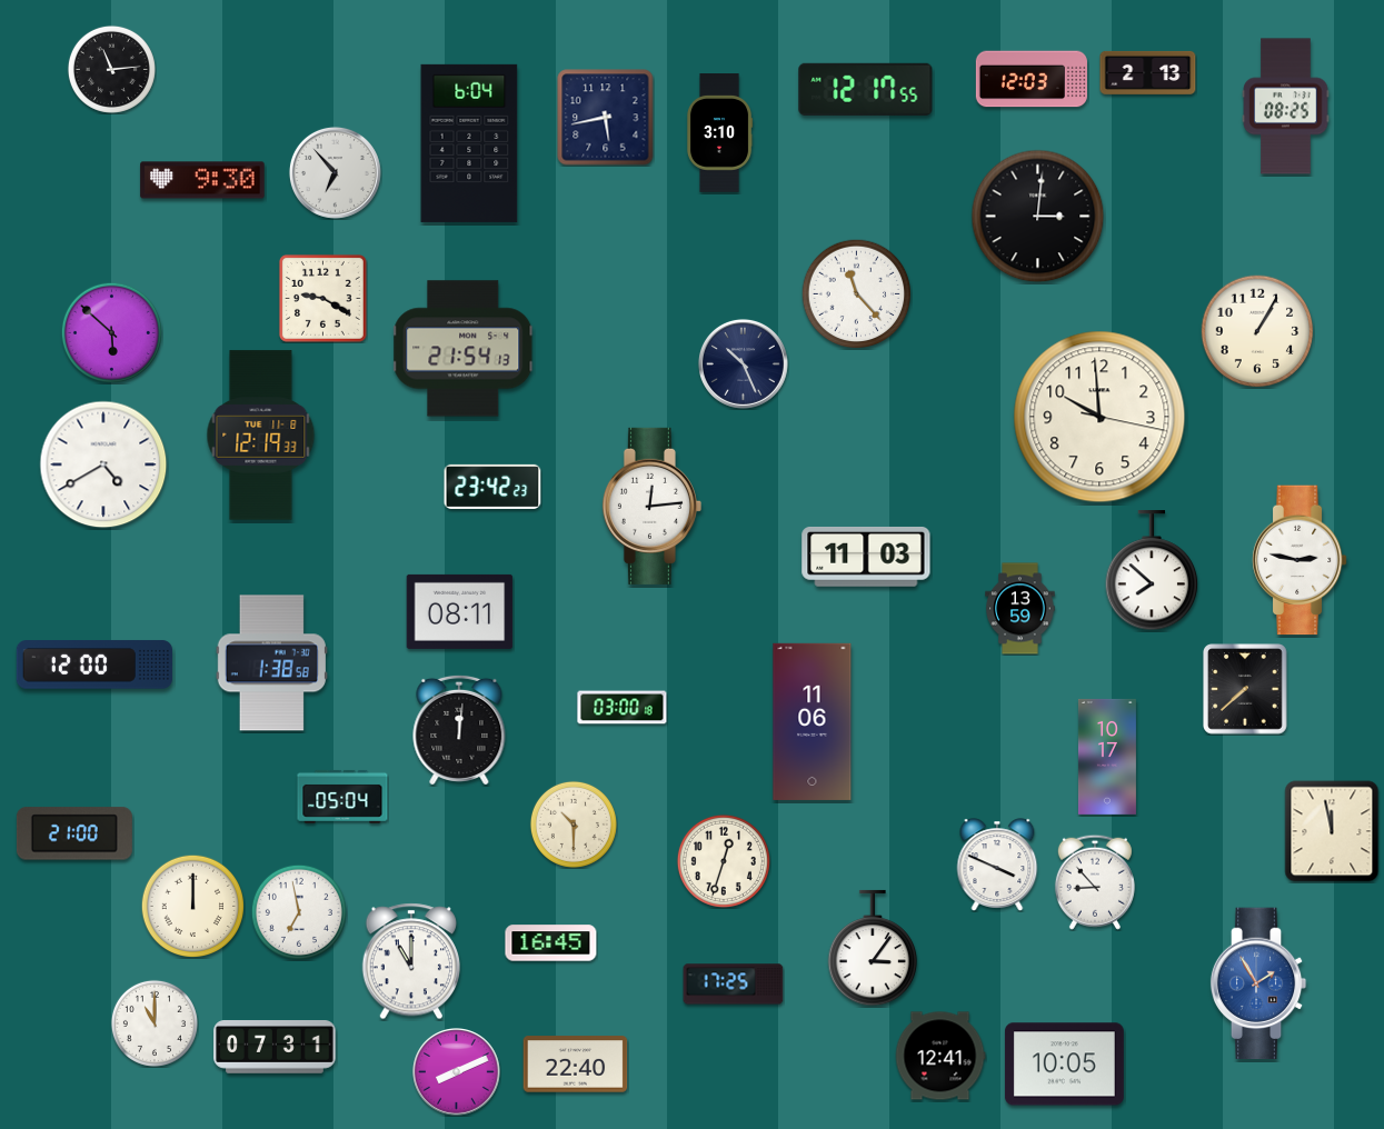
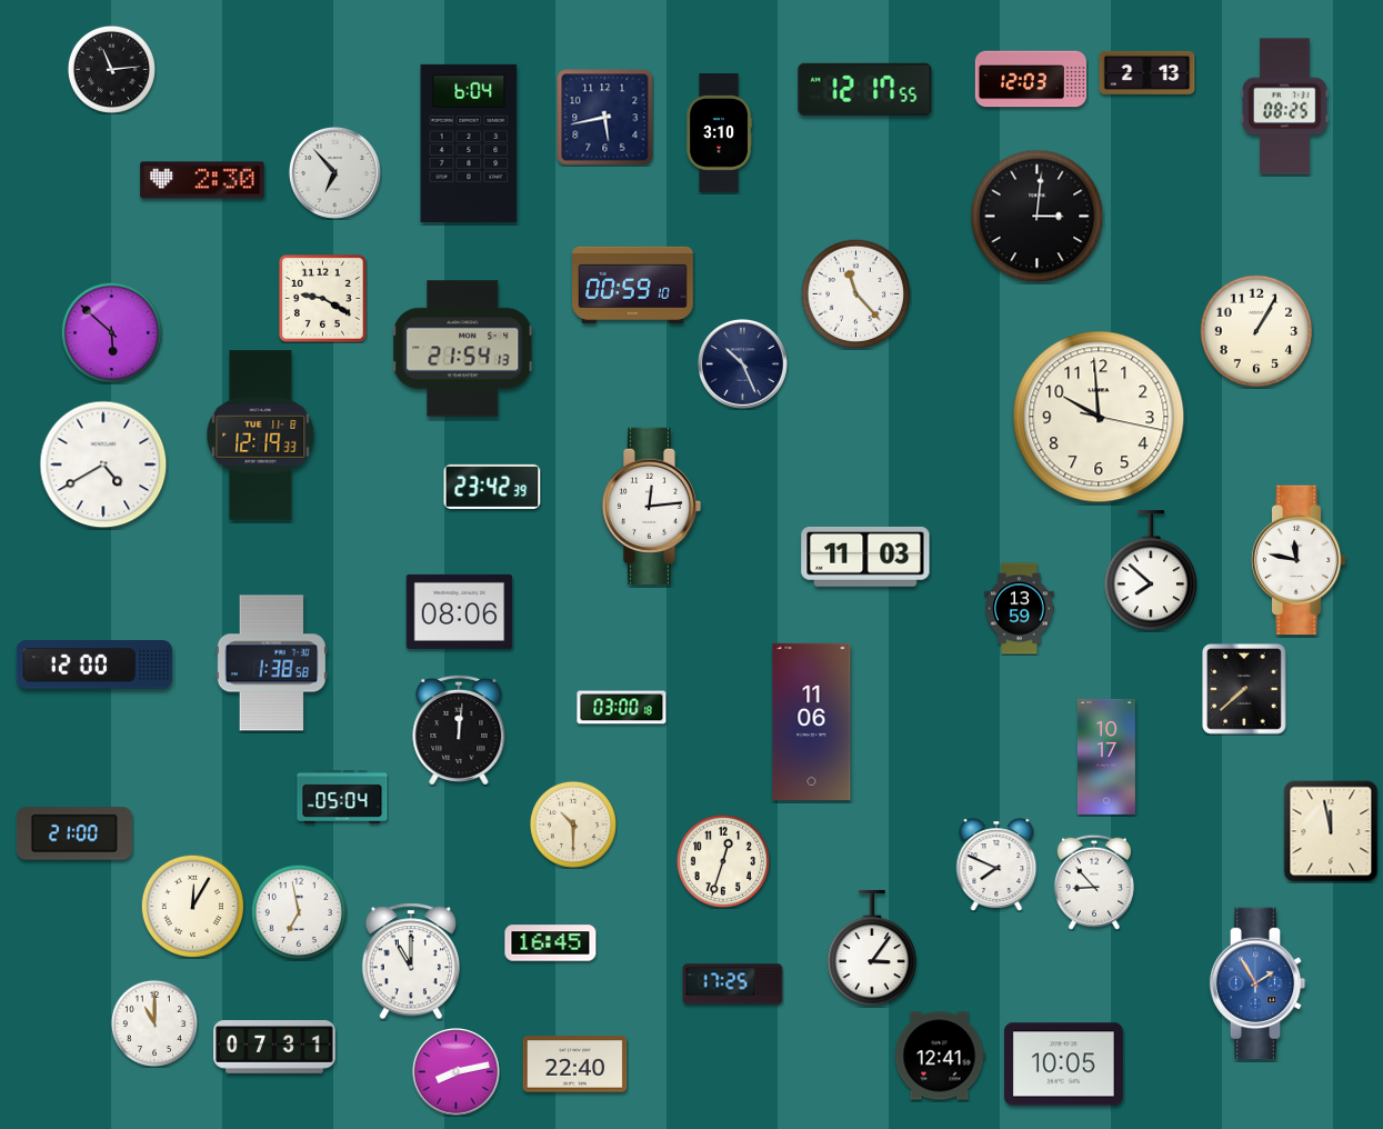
clock at (202, 180): 9:30 -> 2:30
clock at (633, 284): none -> 00:59
clock at (492, 487): 23:42:23 -> 23:42:39
clock at (1300, 560): 2:47 -> 11:47
clock at (460, 611): 08:11 -> 08:06
clock at (997, 865): 3:49 -> 7:49
clock at (192, 906): 12:00 -> 12:05
clock at (457, 1072): 8:11 -> 8:13
